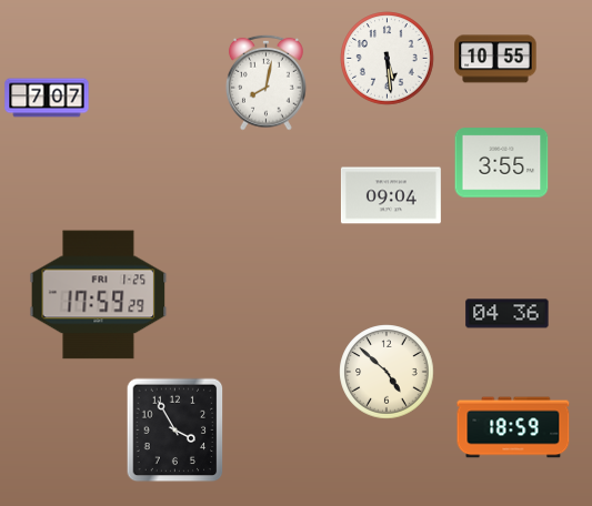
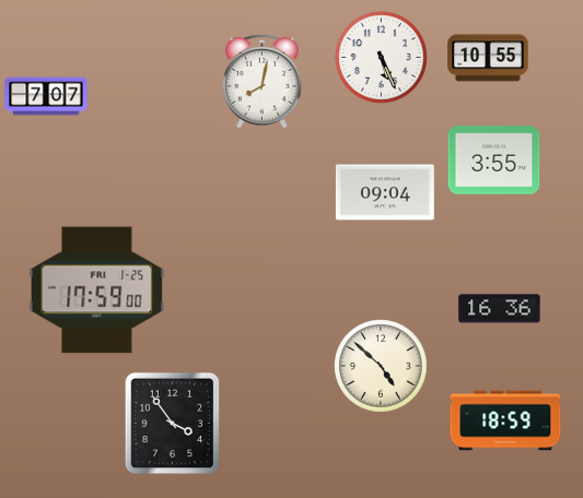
clock at (388, 59): 5:29 -> 5:26
clock at (99, 295): 17:59:29 -> 17:59:00
clock at (508, 314): 04:36 -> 16:36
clock at (175, 431): 3:55 -> 3:54
